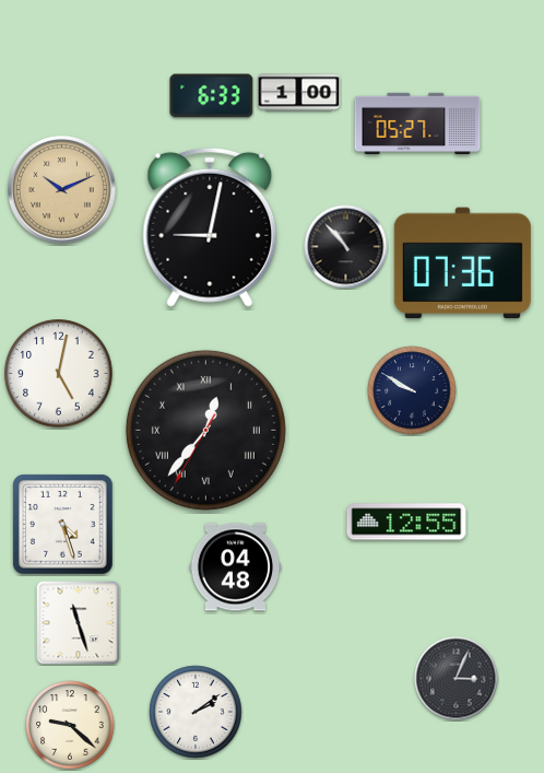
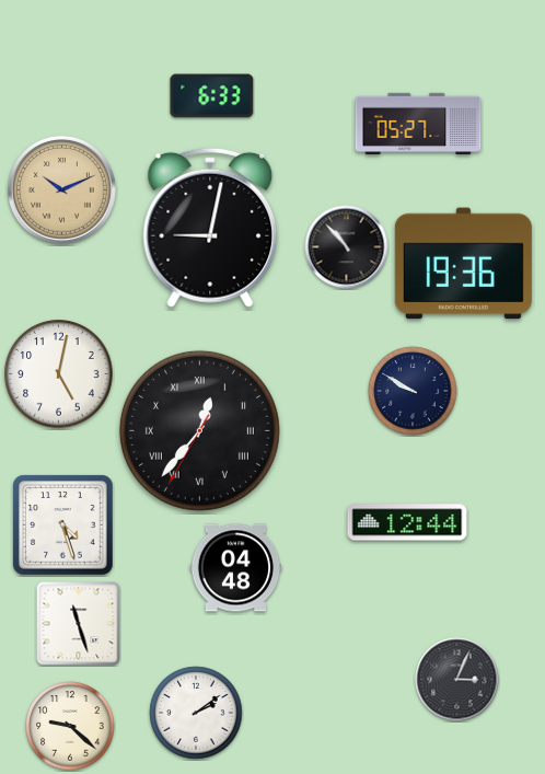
clock at (299, 93): 1:00 -> none
clock at (462, 263): 07:36 -> 19:36
clock at (205, 430) position: (205, 430) -> (199, 430)
clock at (406, 522): 12:55 -> 12:44
